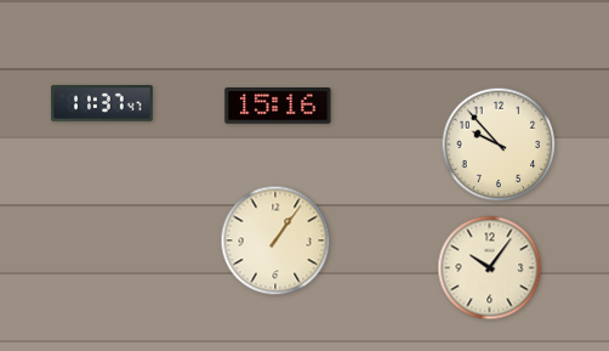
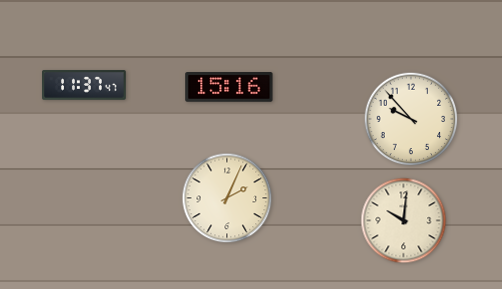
clock at (275, 240): 1:06 -> 2:04
clock at (490, 268): 10:06 -> 10:01
